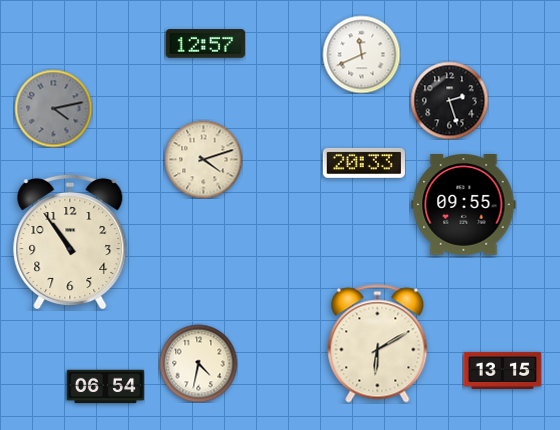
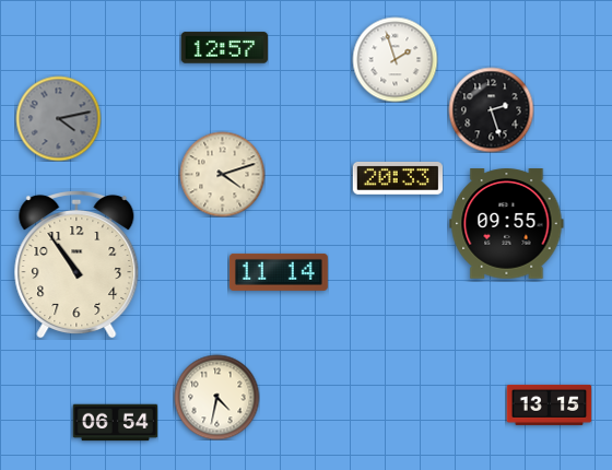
clock at (361, 54): 11:41 -> 1:57
clock at (279, 272): none -> 11:14
clock at (378, 344): 6:10 -> none
